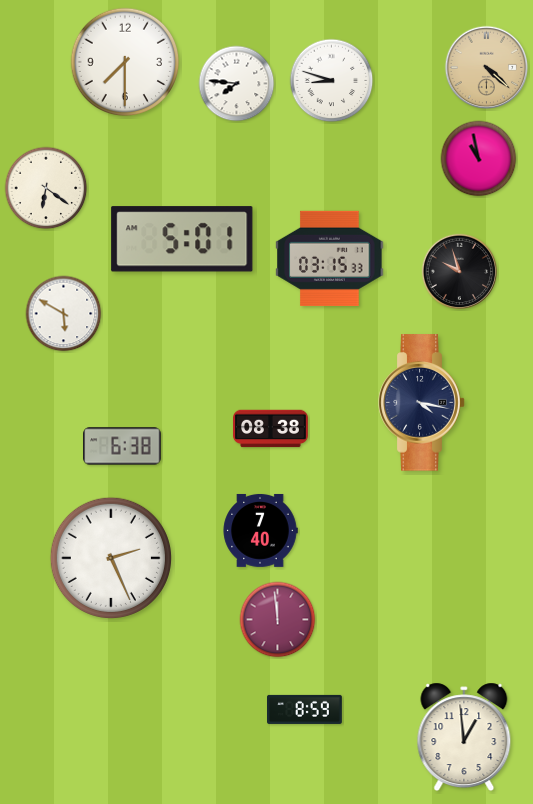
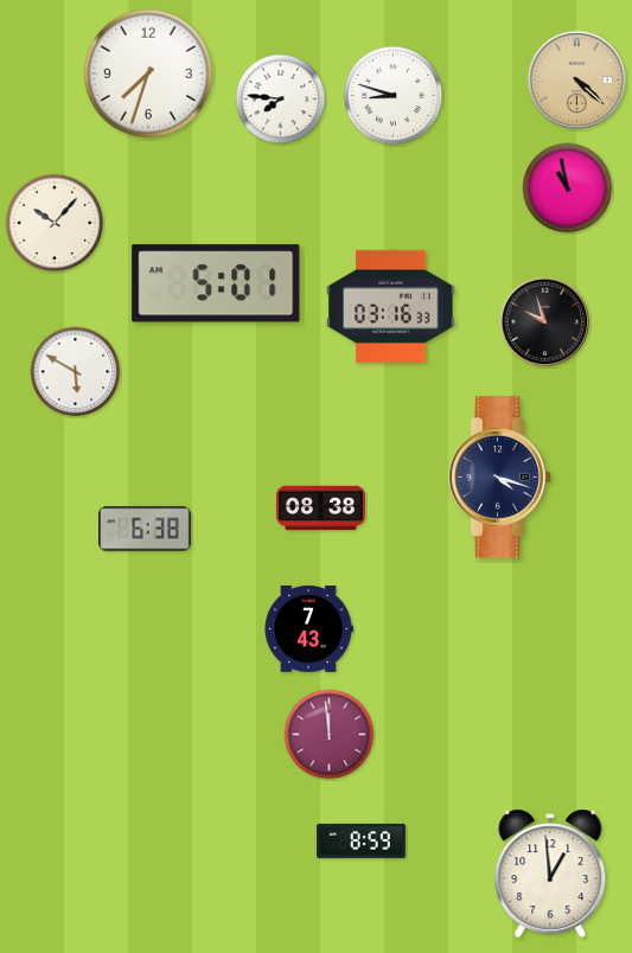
clock at (125, 62): 7:30 -> 7:33
clock at (46, 188): 6:21 -> 10:07
clock at (330, 258): 03:15 -> 03:16
clock at (422, 403): 4:17 -> 4:18
clock at (260, 530): 7:40 -> 7:43
clock at (111, 558): 2:26 -> none
